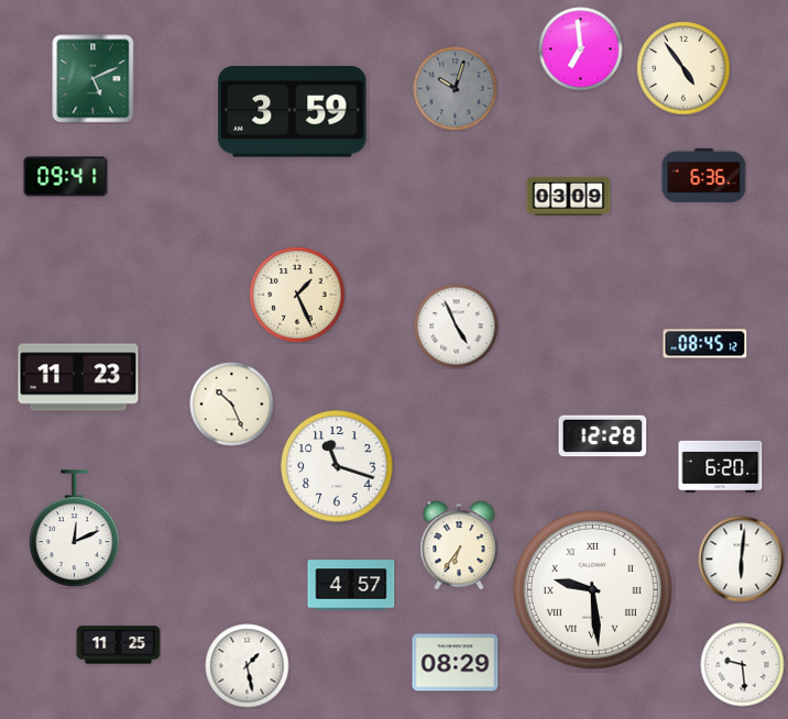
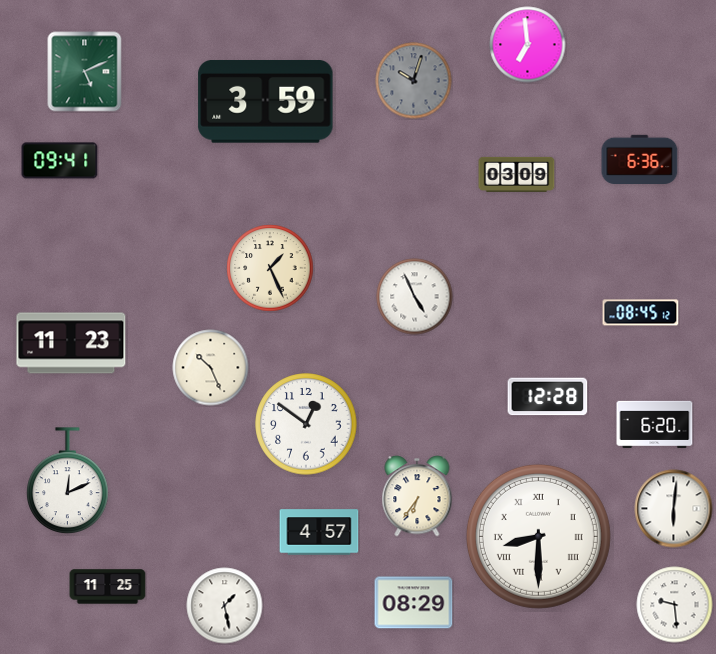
clock at (683, 68): 4:54 -> none
clock at (569, 196) position: (569, 196) -> (517, 174)
clock at (337, 466): 11:18 -> 12:51
clock at (592, 589): 9:29 -> 8:30
